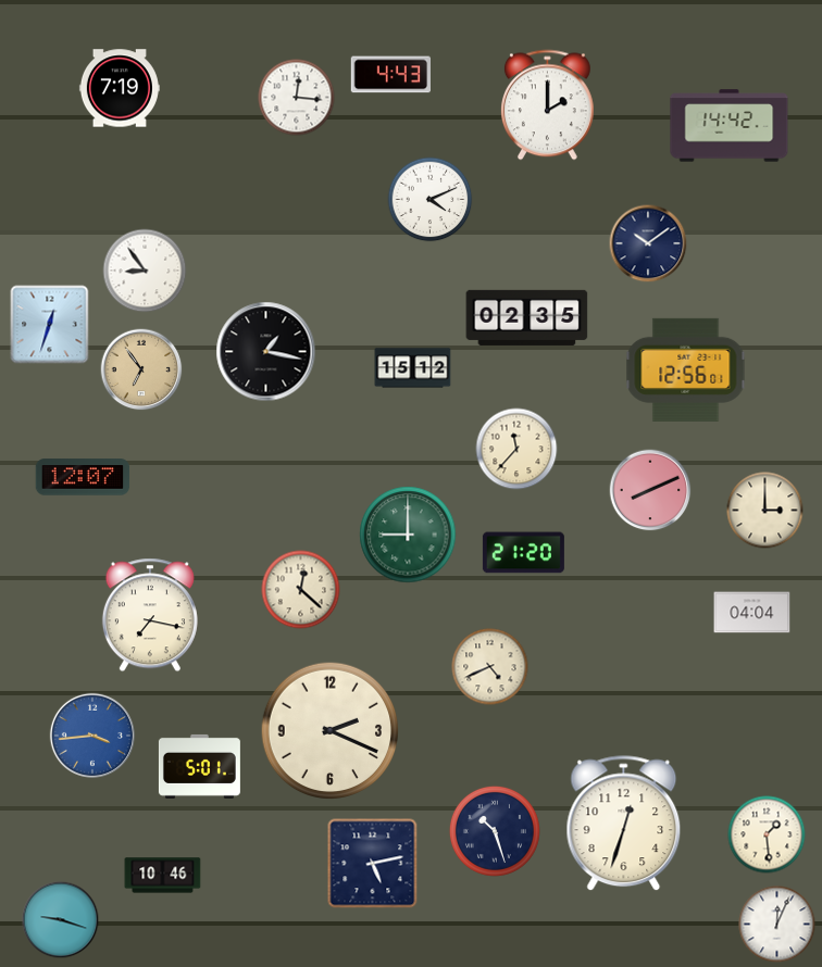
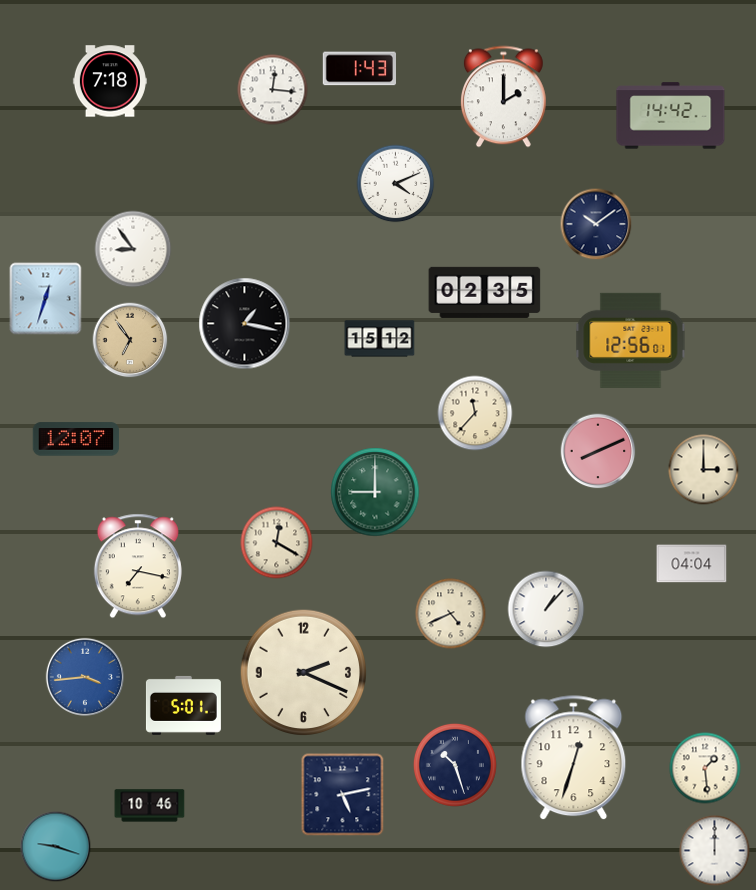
clock at (390, 75): 4:43 -> 1:43
clock at (120, 88): 7:19 -> 7:18
clock at (523, 553): 21:20 -> none
clock at (301, 590): 12:22 -> 12:20
clock at (546, 609): none -> 1:07
clock at (777, 925): 12:04 -> 12:00
